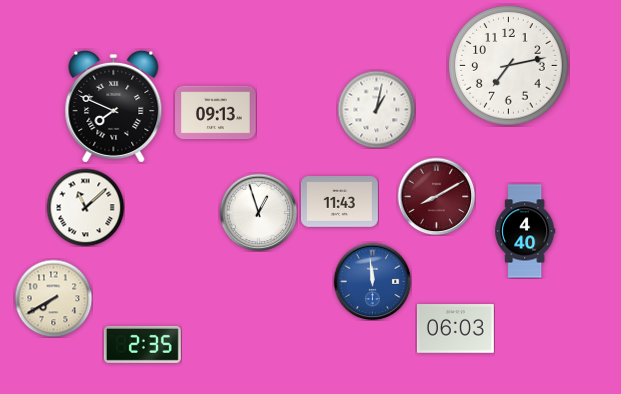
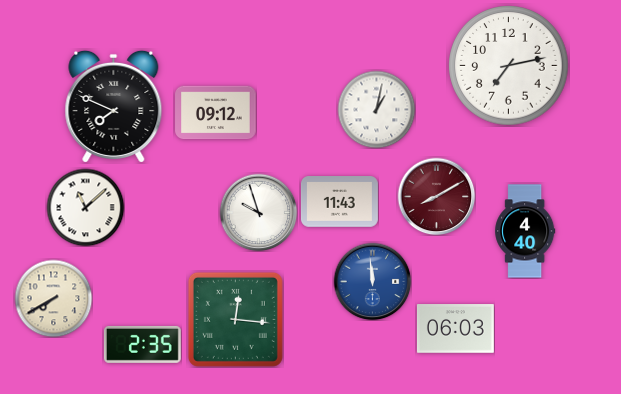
clock at (216, 113): 09:13 -> 09:12
clock at (258, 212): 12:57 -> 9:57
clock at (235, 319): none -> 12:16
